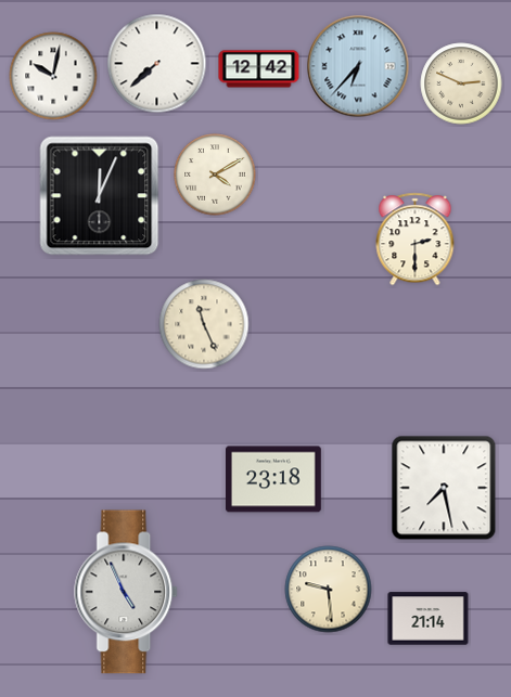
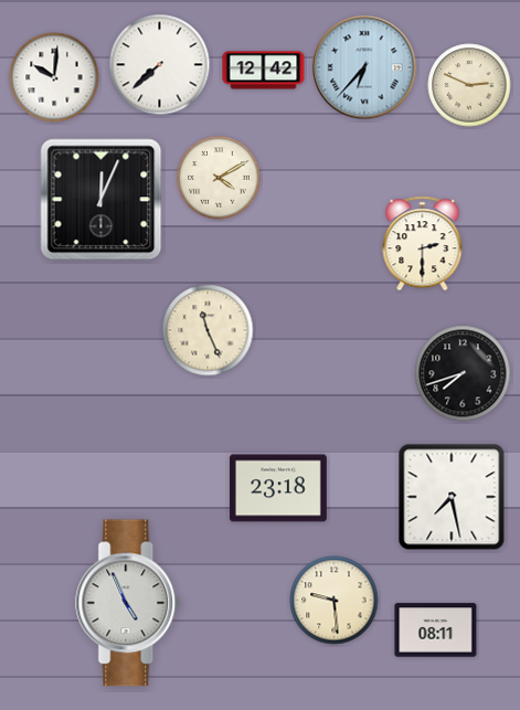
clock at (53, 76): 10:02 -> 10:01
clock at (463, 373): none -> 7:42
clock at (429, 619): 21:14 -> 08:11
